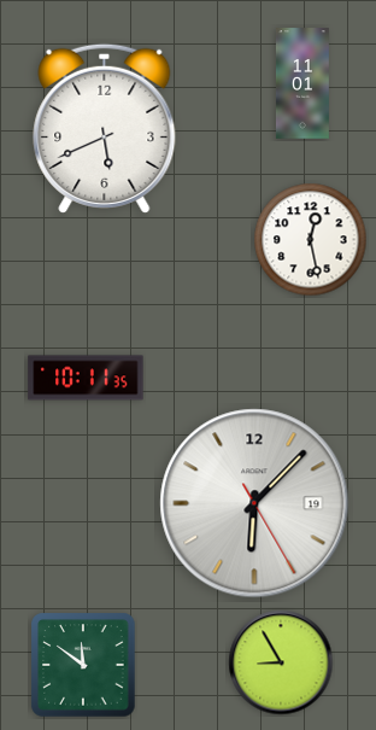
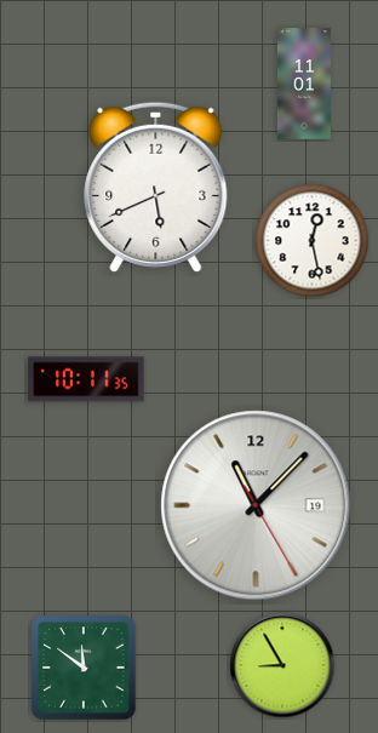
clock at (105, 128) position: (105, 128) -> (156, 187)
clock at (254, 503): 6:07 -> 11:07
